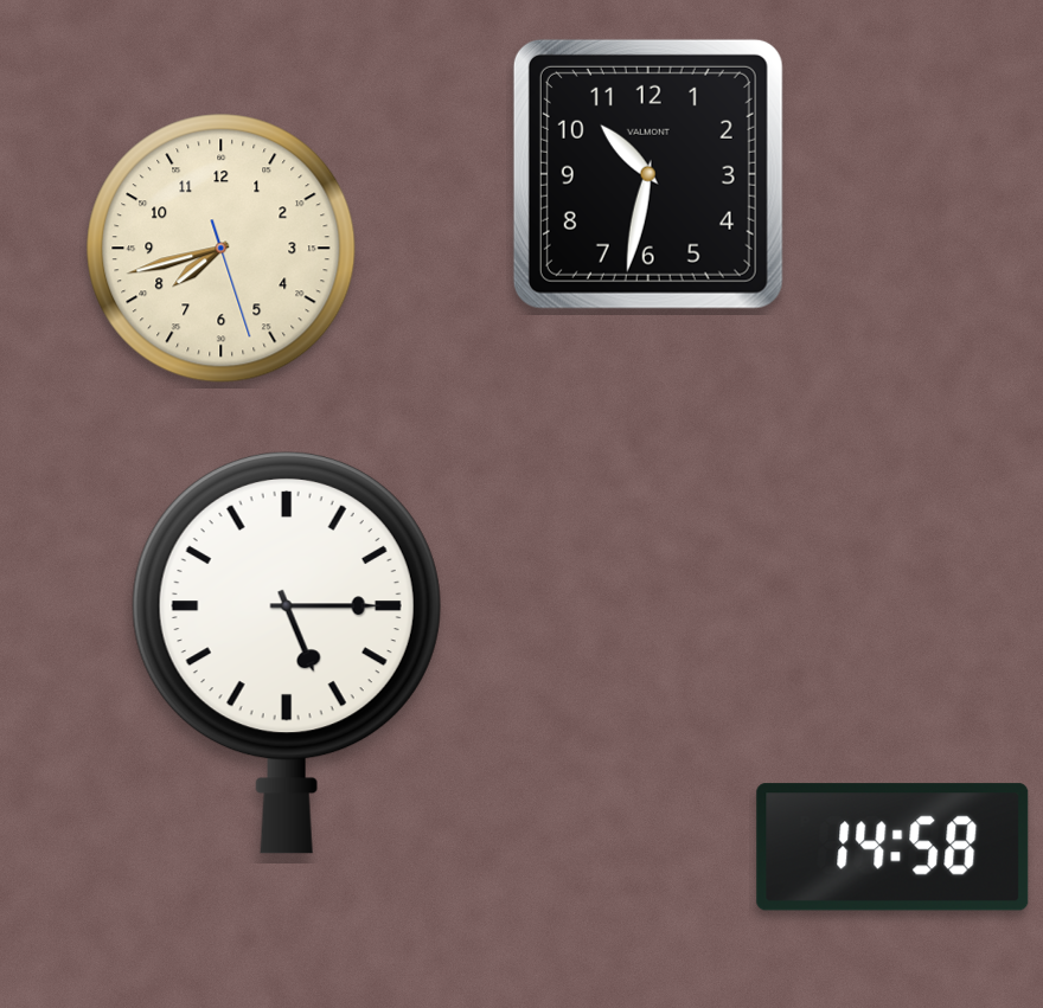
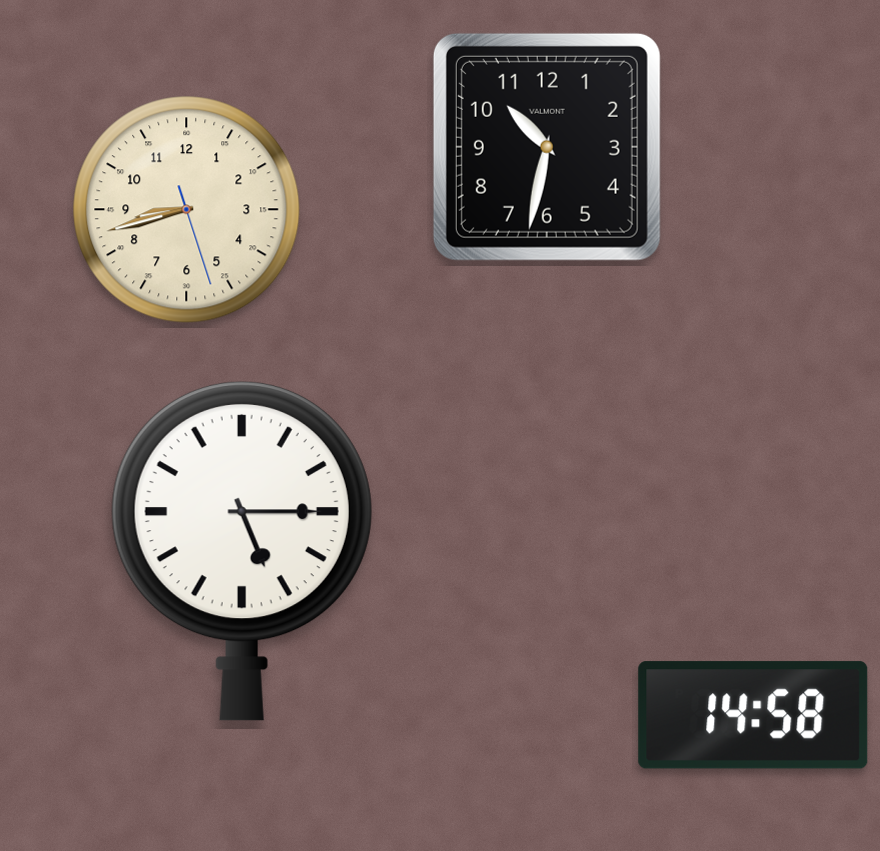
clock at (222, 249): 7:42 -> 8:42
